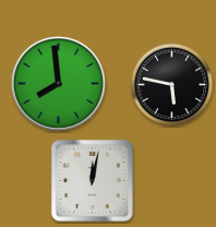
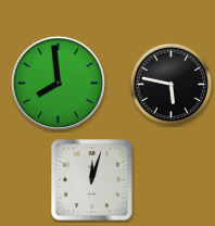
clock at (92, 180): 12:02 -> 12:03
